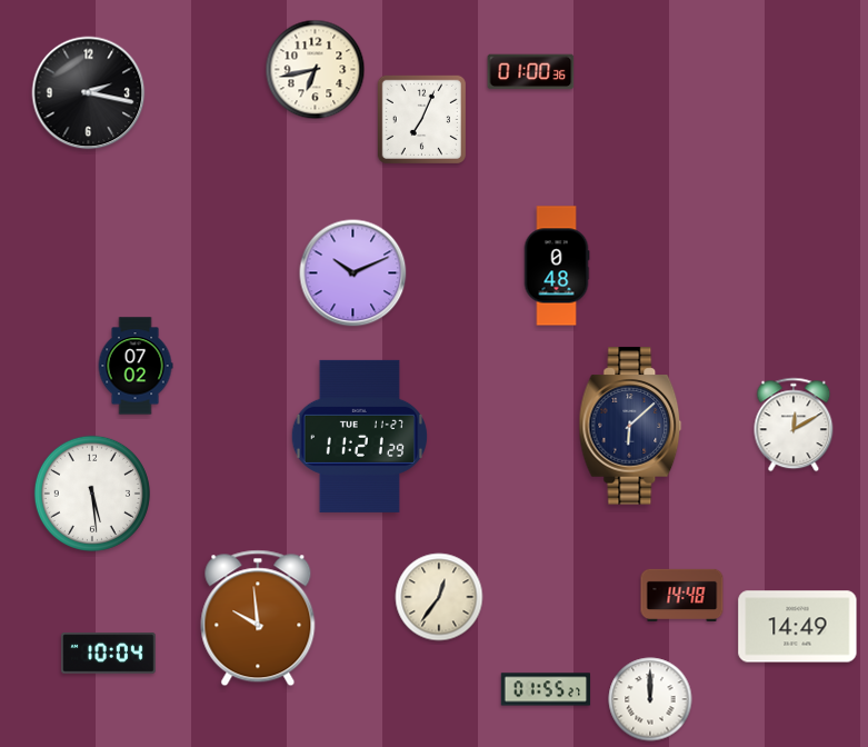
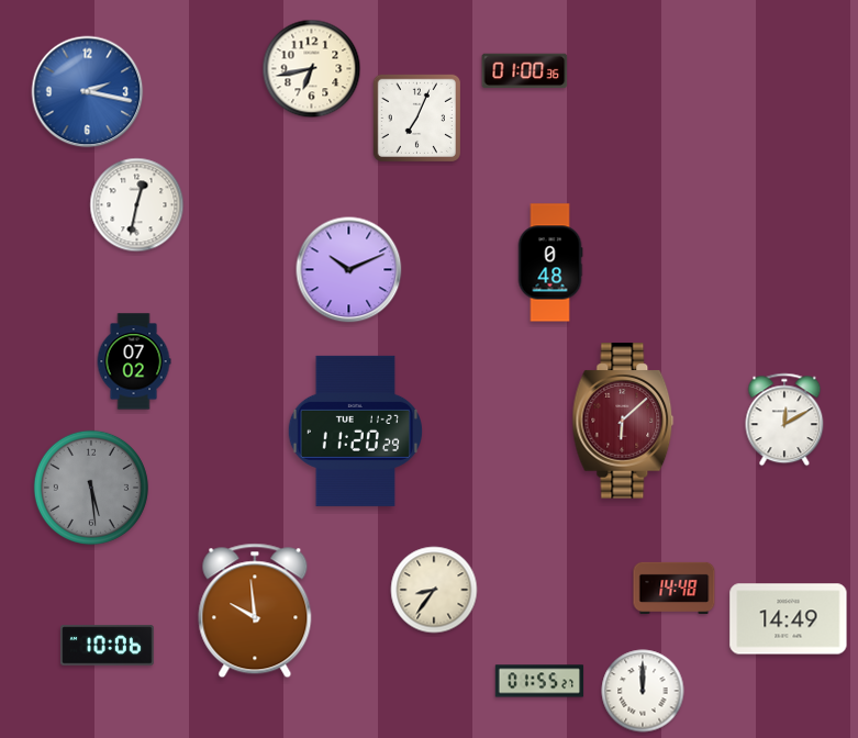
clock at (89, 93) dial: black -> blue
clock at (137, 205): none -> 12:32
clock at (630, 426) dial: navy -> burgundy
clock at (359, 436): 11:21 -> 11:20
clock at (92, 494) dial: white -> grey
clock at (439, 597): 12:36 -> 8:36
clock at (109, 654): 10:04 -> 10:06
